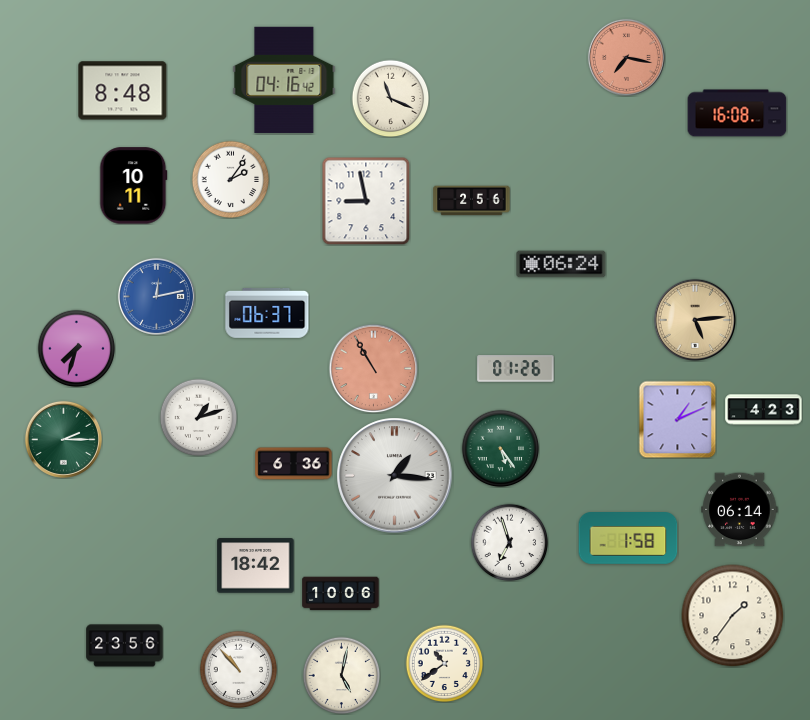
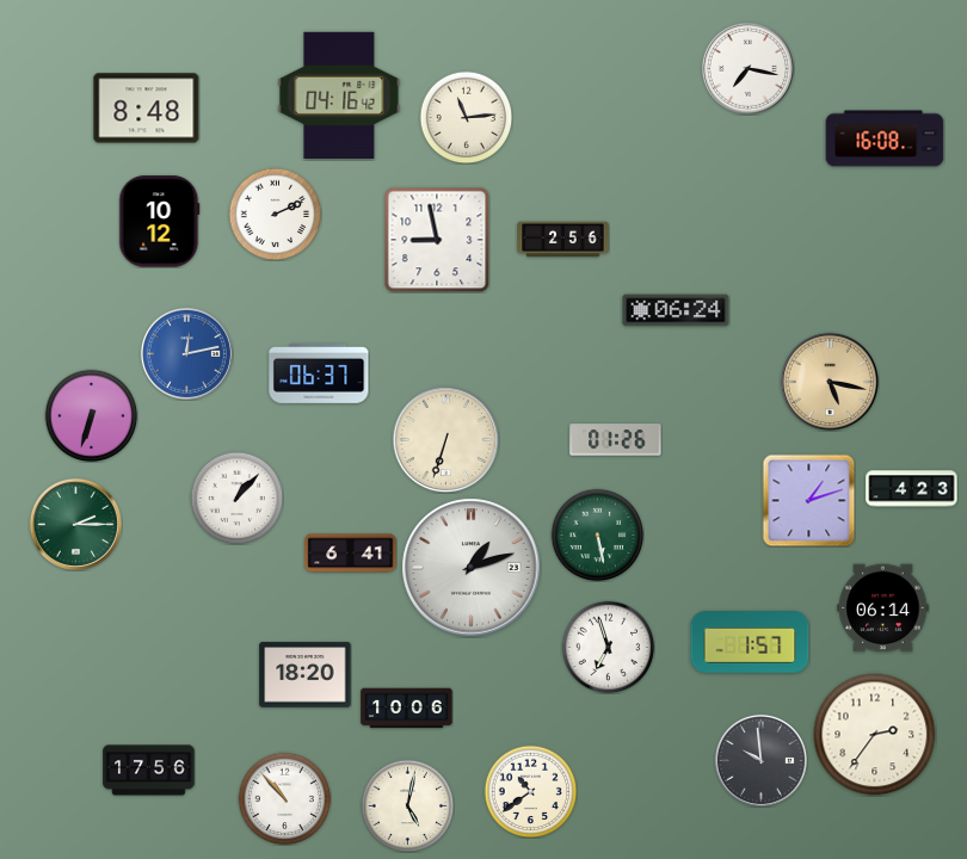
clock at (626, 57) dial: salmon -> white
clock at (390, 98): 11:19 -> 11:14
clock at (737, 113) position: (737, 113) -> (885, 138)
clock at (230, 179): 2:06 -> 2:11
clock at (134, 186): 10:11 -> 10:12
clock at (561, 264) position: (561, 264) -> (676, 310)
clock at (694, 319): 5:14 -> 5:17
clock at (76, 348): 7:33 -> 6:33
clock at (373, 368): 10:55 -> 6:33
clock at (373, 368) dial: salmon -> cream
clock at (198, 417): 1:12 -> 1:07
clock at (677, 419): 1:11 -> 1:12
clock at (500, 448): 5:24 -> 5:28
clock at (294, 464): 6:36 -> 6:41
clock at (395, 476): 1:16 -> 1:12
clock at (628, 539): 1:58 -> 1:57
clock at (256, 566): 18:42 -> 18:20
clock at (733, 616): 1:36 -> 2:36
clock at (760, 760): none -> 9:59
clock at (125, 646): 23:56 -> 17:56
